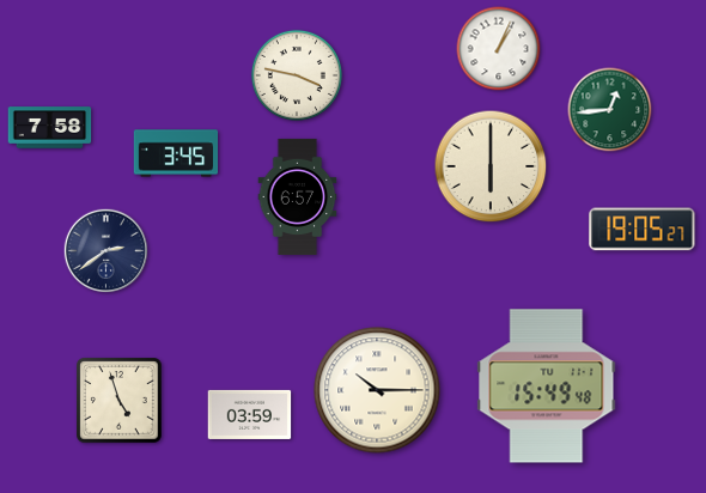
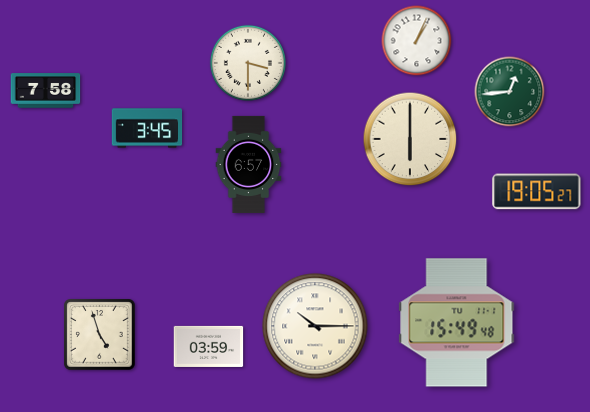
clock at (297, 75): 3:47 -> 3:30
clock at (50, 128) position: (50, 128) -> (46, 91)
clock at (106, 251): 2:39 -> none
